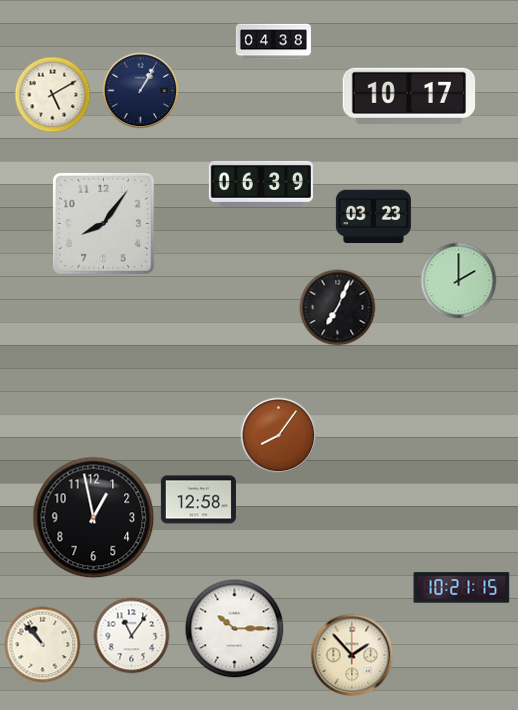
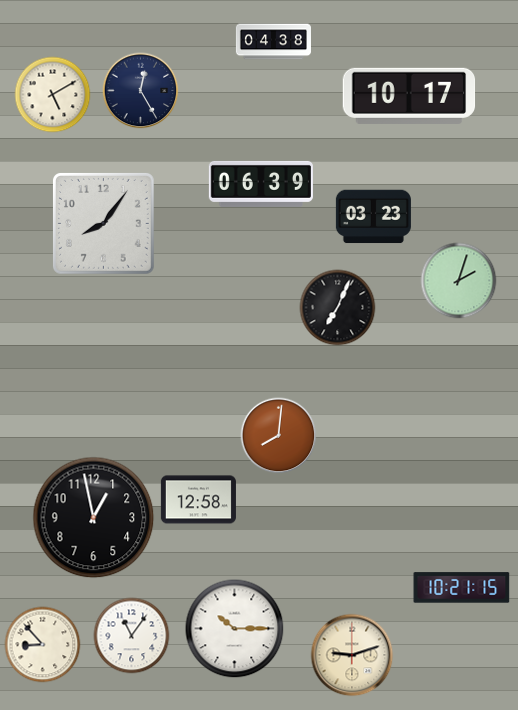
clock at (141, 91): 1:05 -> 12:25
clock at (459, 281): 2:00 -> 2:03
clock at (279, 436): 8:06 -> 8:01
clock at (43, 645): 10:53 -> 8:53
clock at (352, 655): 1:53 -> 9:12
